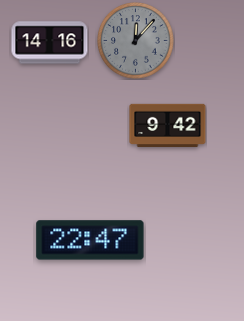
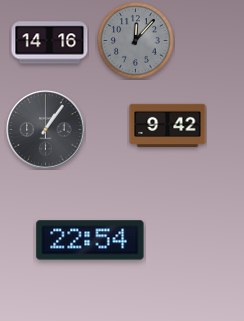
clock at (46, 130): none -> 1:06
clock at (90, 240): 22:47 -> 22:54
